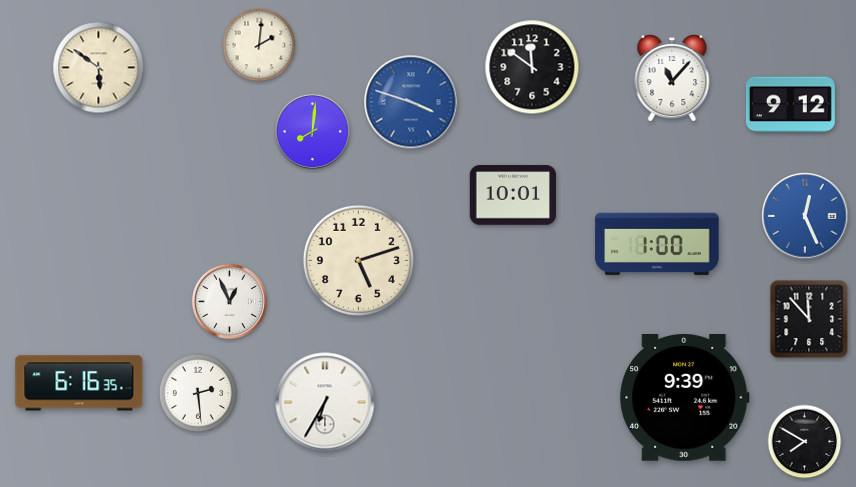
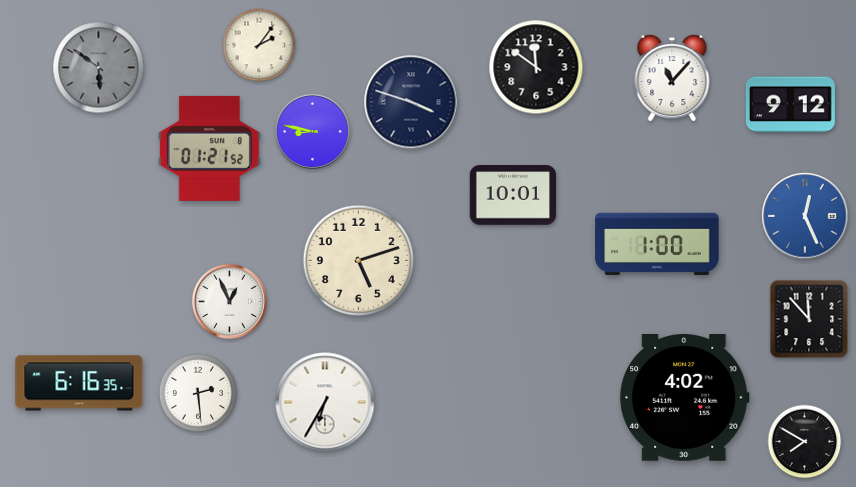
clock at (259, 45): 2:01 -> 2:06
clock at (532, 67) position: (532, 67) -> (536, 67)
clock at (99, 68) dial: cream -> grey
clock at (411, 102) dial: blue -> navy
clock at (312, 131): 8:01 -> 8:47
clock at (209, 148): none -> 01:21
clock at (685, 398): 9:39 -> 4:02
